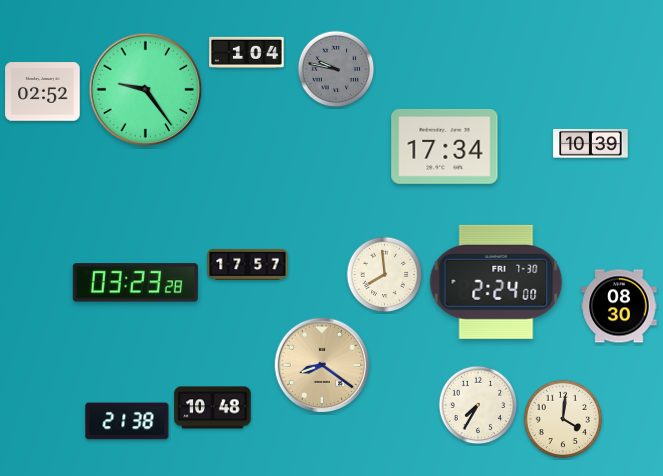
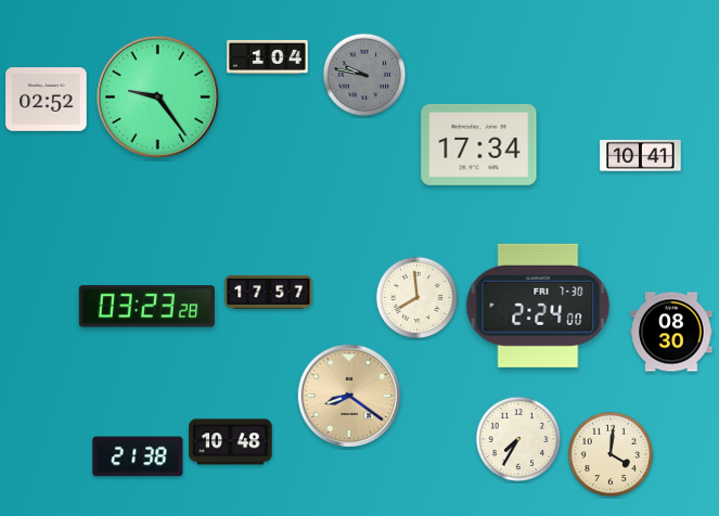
clock at (591, 143): 10:39 -> 10:41
clock at (445, 146) position: (445, 146) -> (479, 144)
clock at (248, 264) position: (248, 264) -> (269, 292)
